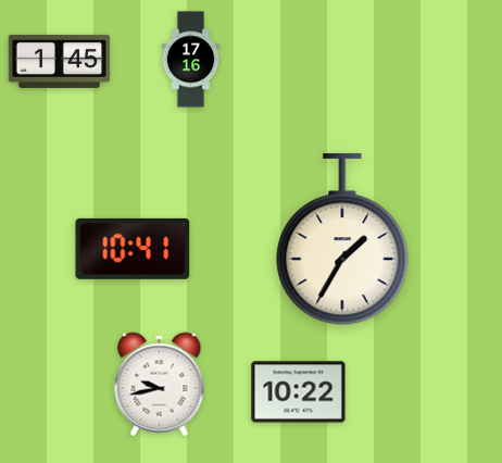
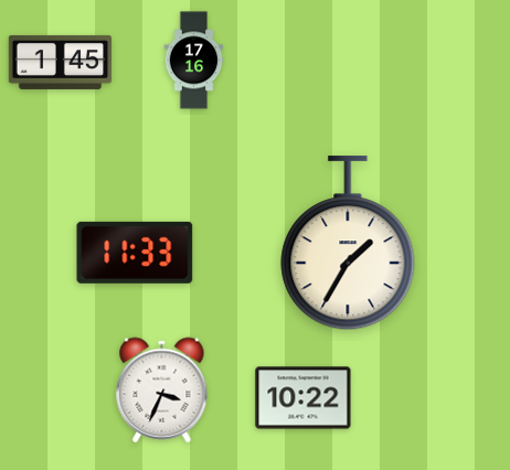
clock at (133, 249): 10:41 -> 11:33
clock at (160, 385): 9:43 -> 3:34
